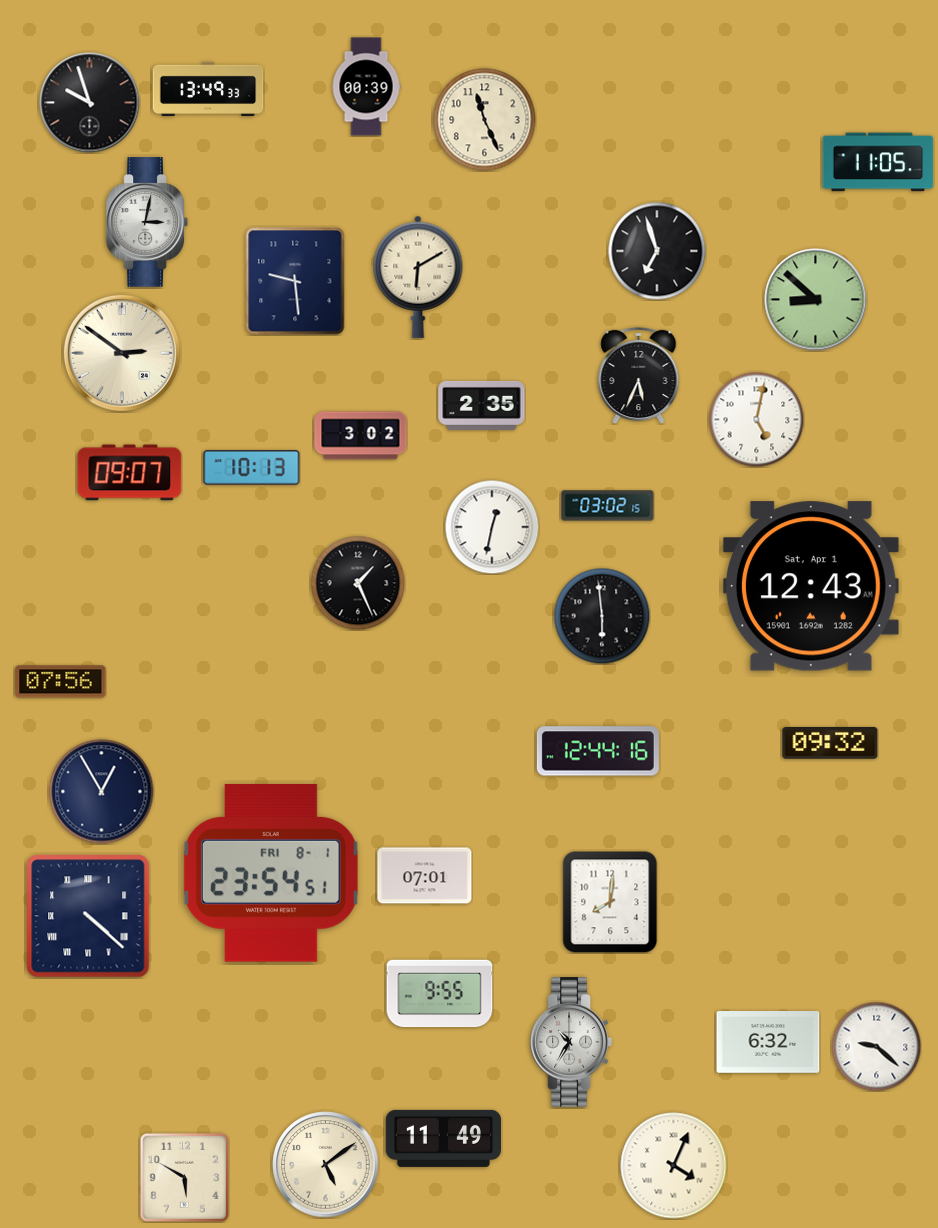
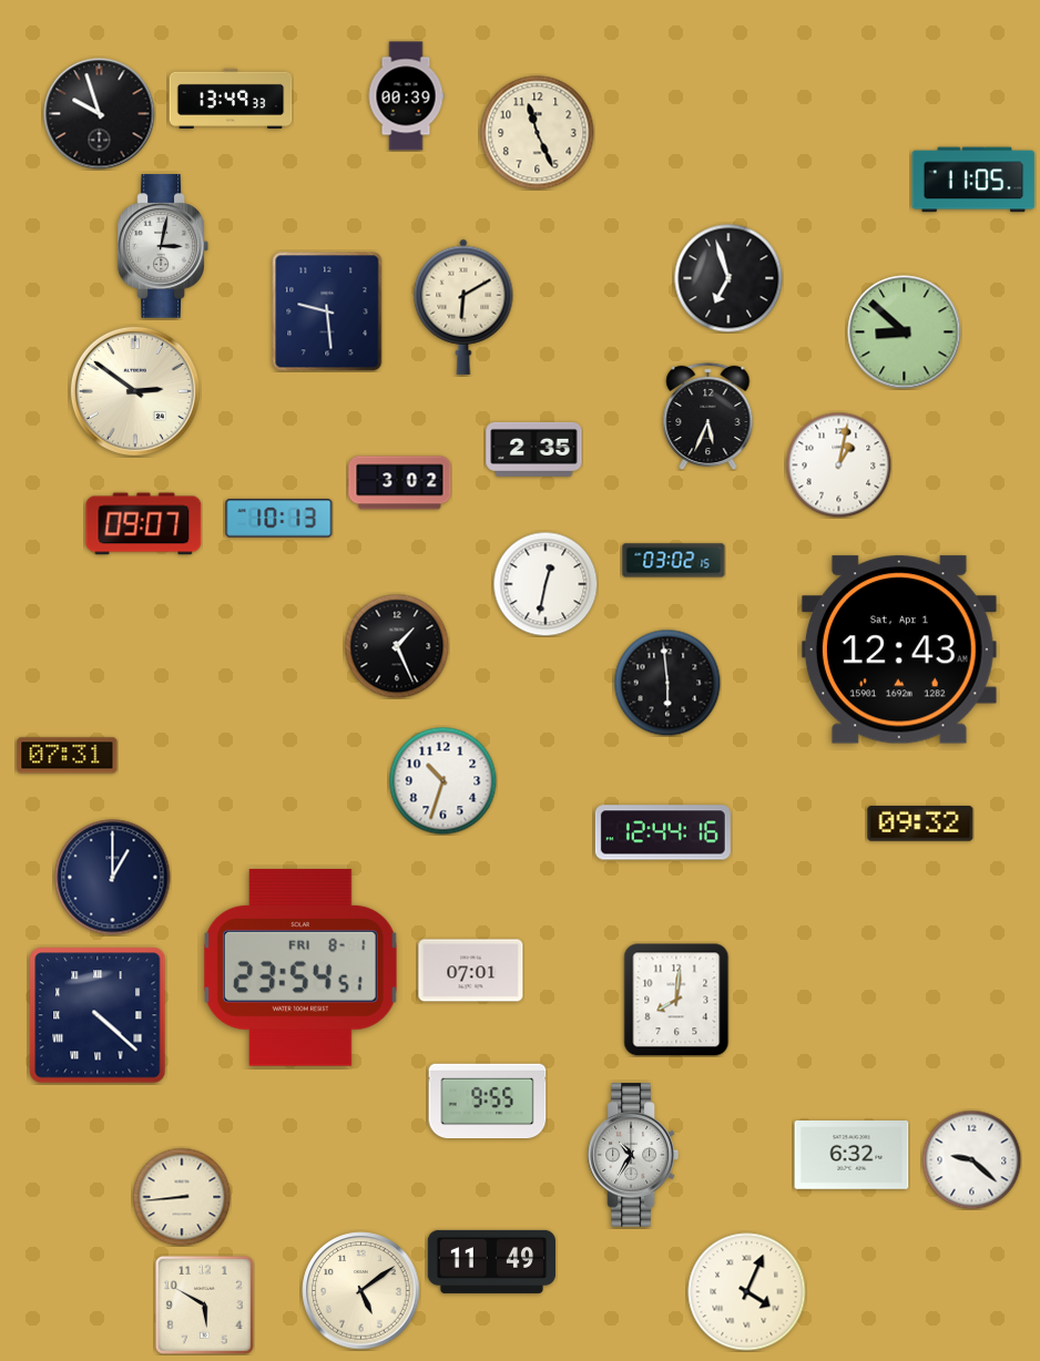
clock at (756, 419): 5:02 -> 1:02
clock at (61, 682): 07:56 -> 07:31
clock at (442, 780): none -> 10:33
clock at (102, 792): 12:55 -> 1:00
clock at (182, 1197): none -> 8:44
